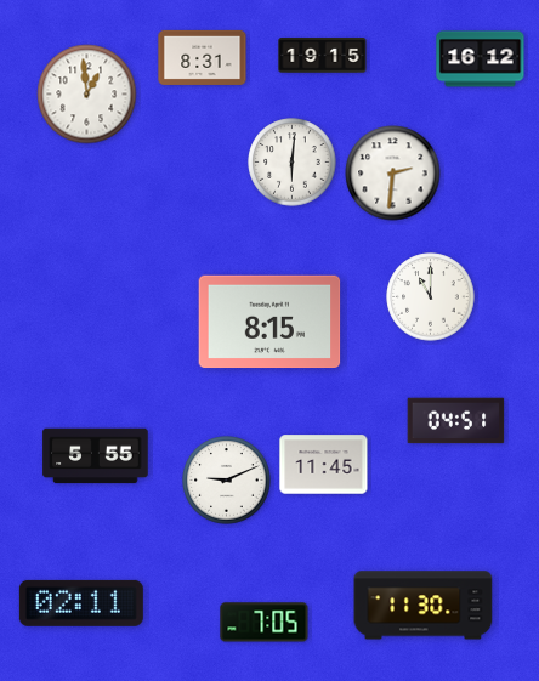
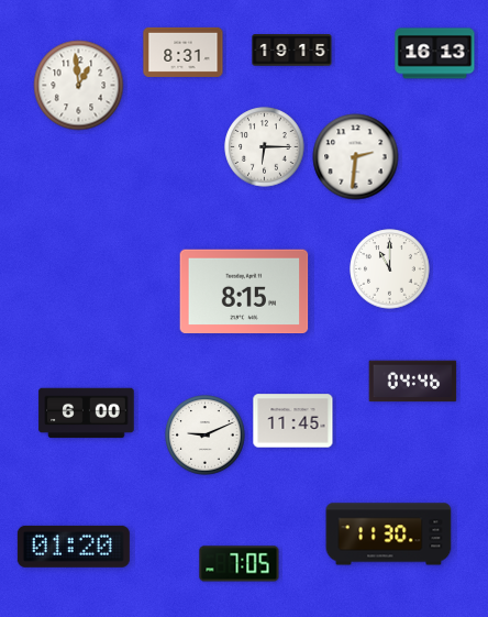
clock at (481, 59): 16:12 -> 16:13
clock at (293, 163): 6:01 -> 6:15
clock at (456, 421): 04:51 -> 04:46
clock at (96, 456): 5:55 -> 6:00
clock at (81, 603): 02:11 -> 01:20
clock at (424, 606) position: (424, 606) -> (389, 535)
